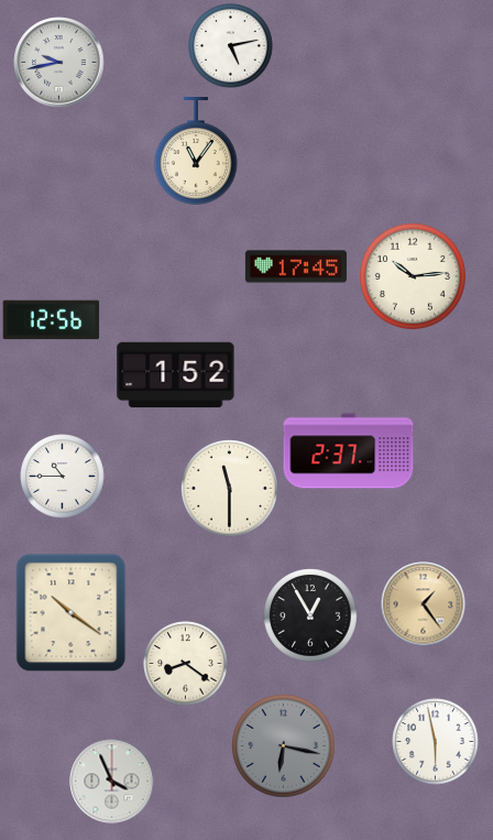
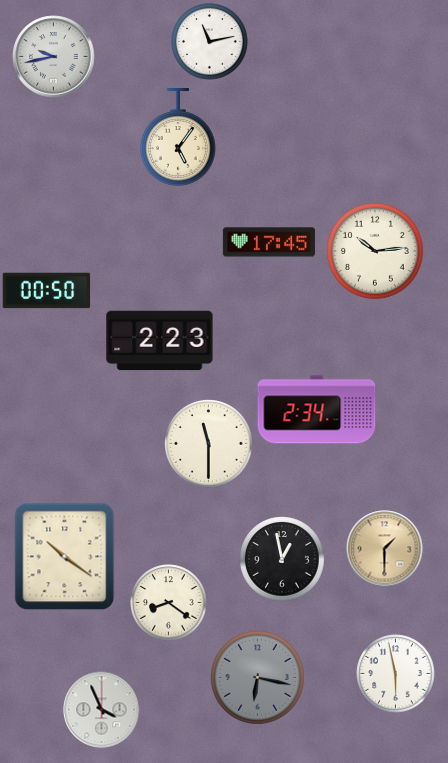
clock at (231, 46): 5:13 -> 11:13
clock at (196, 152): 11:06 -> 5:06
clock at (52, 320): 12:56 -> 00:50
clock at (176, 375): 1:52 -> 2:23
clock at (349, 451): 2:37 -> 2:34
clock at (63, 477): 10:45 -> none
clock at (424, 604): 1:24 -> 1:30
clock at (310, 615): 12:55 -> 12:58
